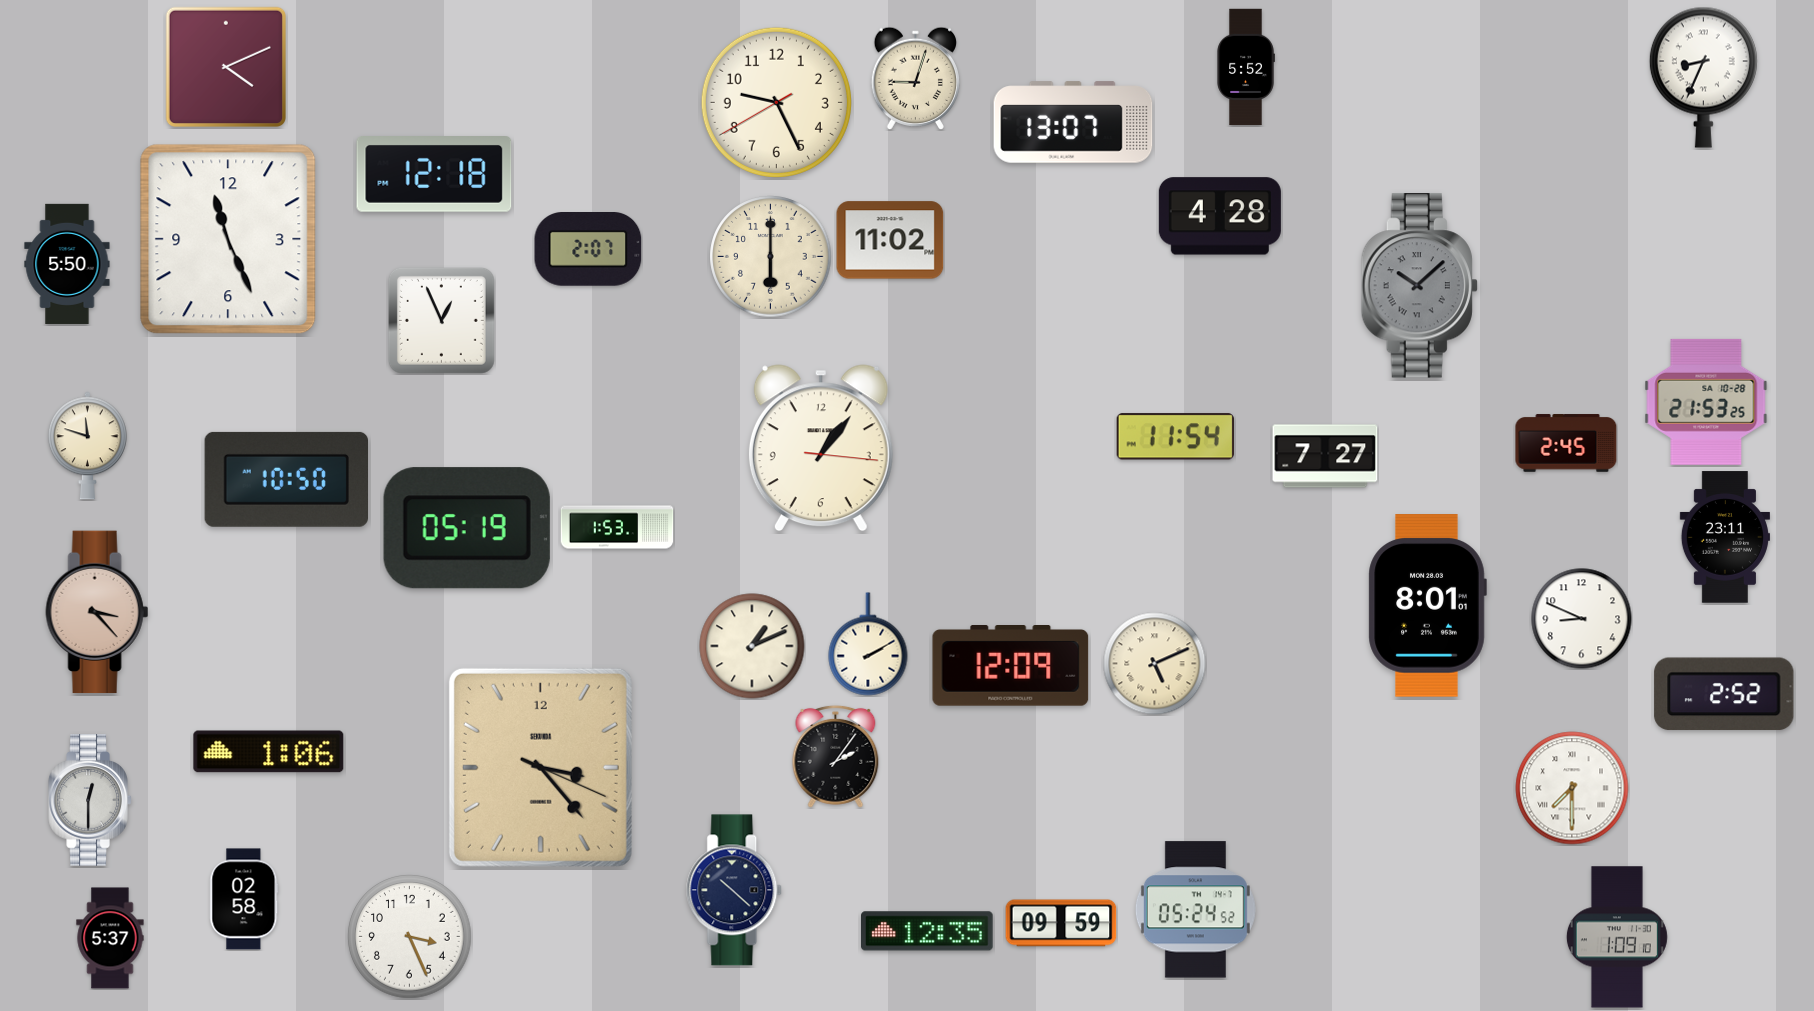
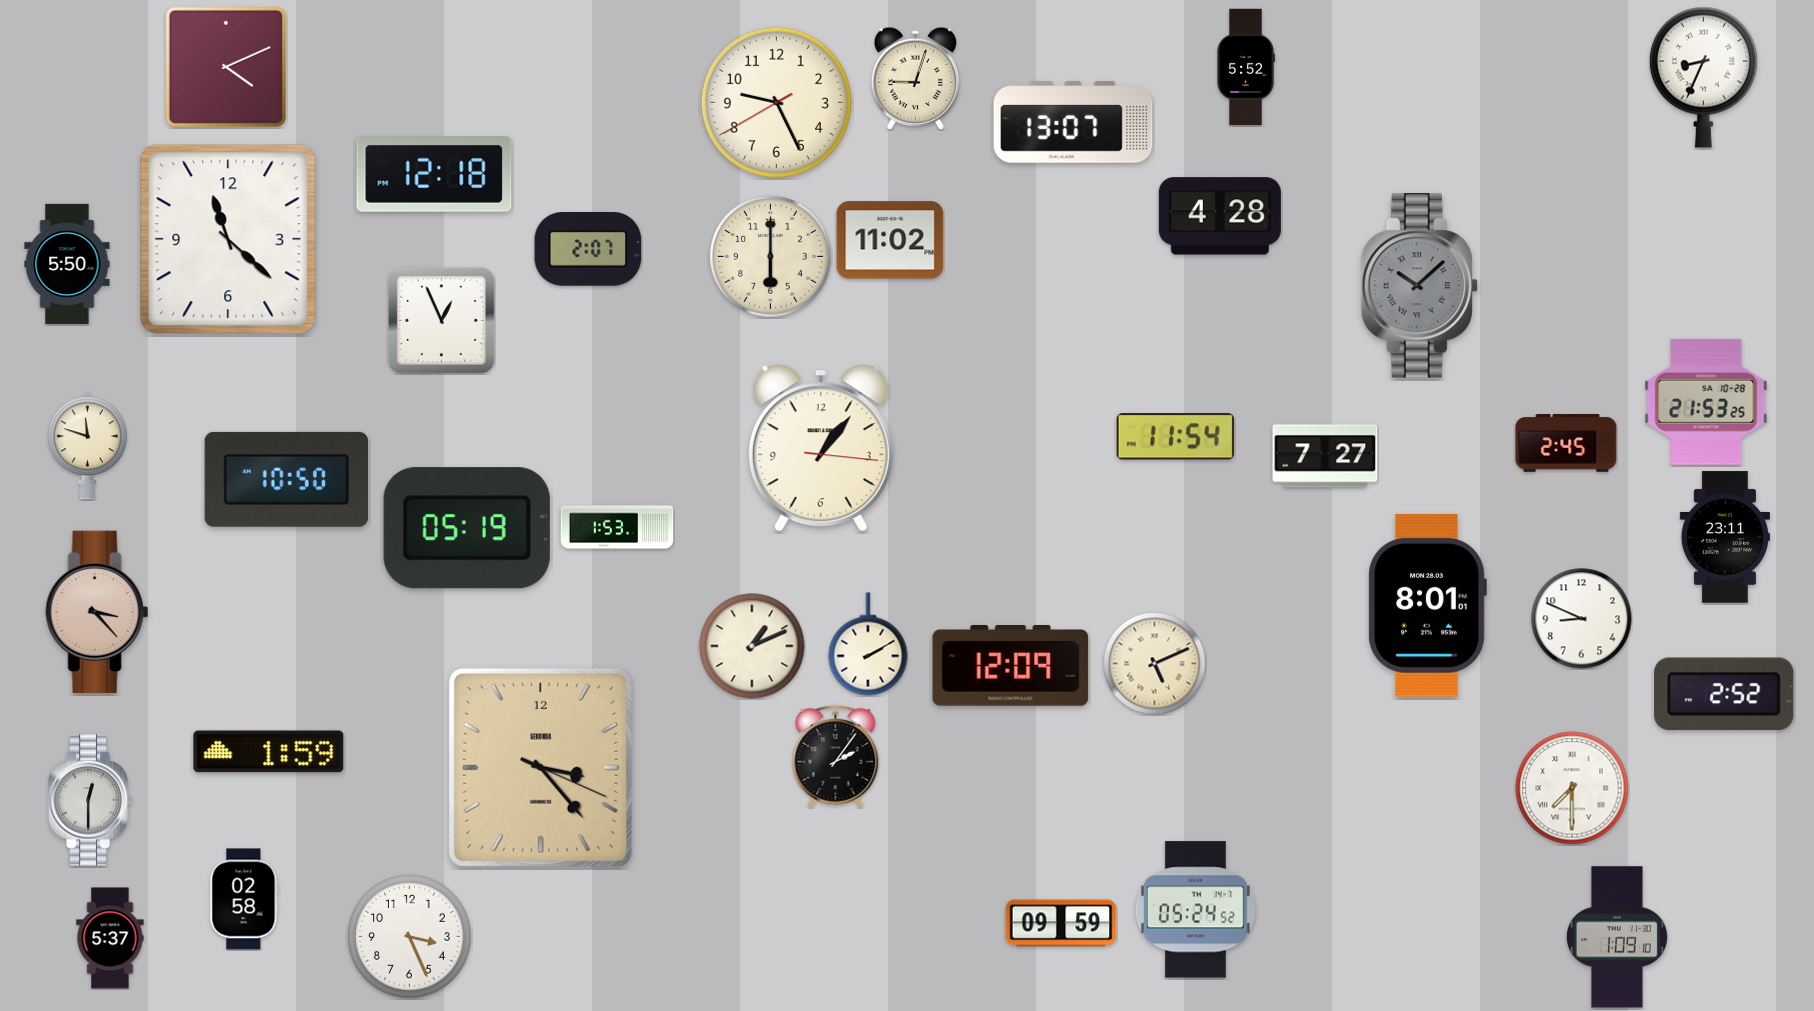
clock at (228, 239): 11:26 -> 11:22
clock at (269, 752): 1:06 -> 1:59
clock at (735, 890): 10:22 -> none
clock at (927, 931): 12:35 -> none
